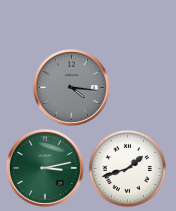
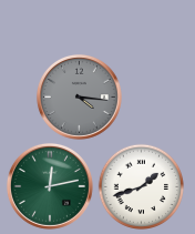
clock at (45, 168): 3:13 -> 12:13
